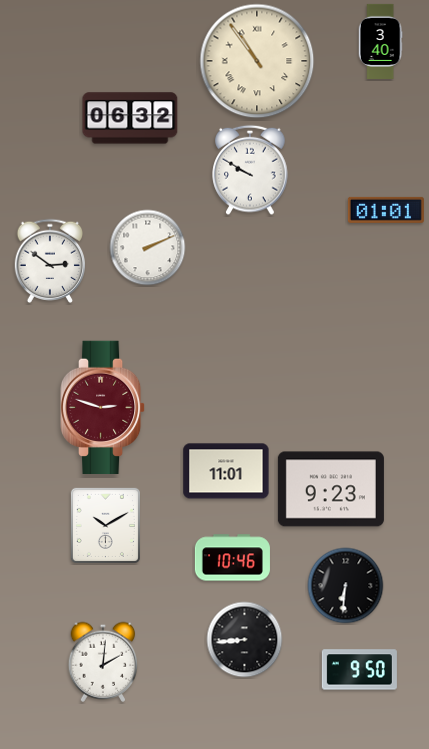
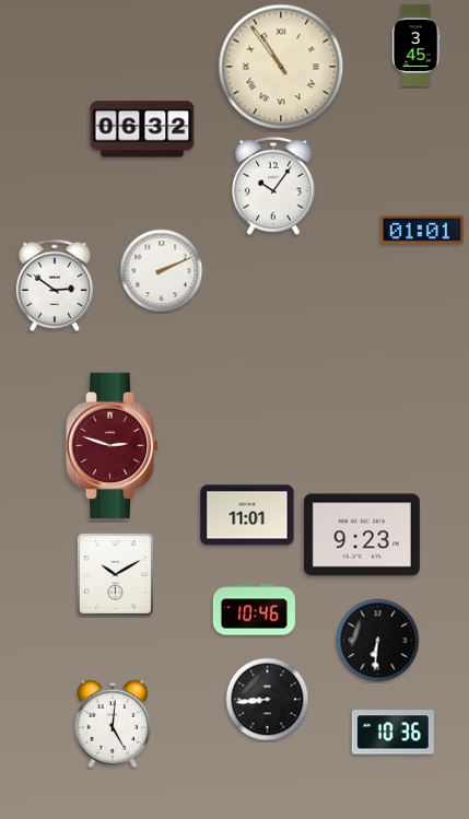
clock at (380, 41): 3:40 -> 3:45
clock at (250, 170): 9:50 -> 10:06
clock at (103, 662): 2:01 -> 5:01
clock at (359, 670): 9:50 -> 10:36
